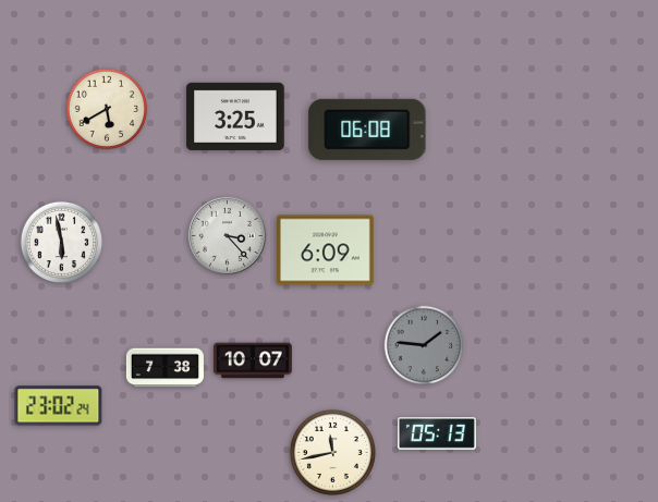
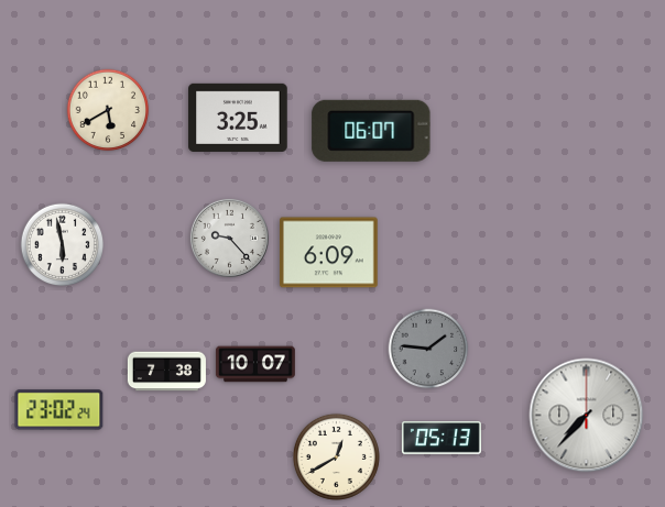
clock at (367, 130): 06:08 -> 06:07
clock at (227, 235): 3:23 -> 9:23
clock at (587, 416): none -> 7:37
clock at (332, 452): 11:43 -> 12:40
